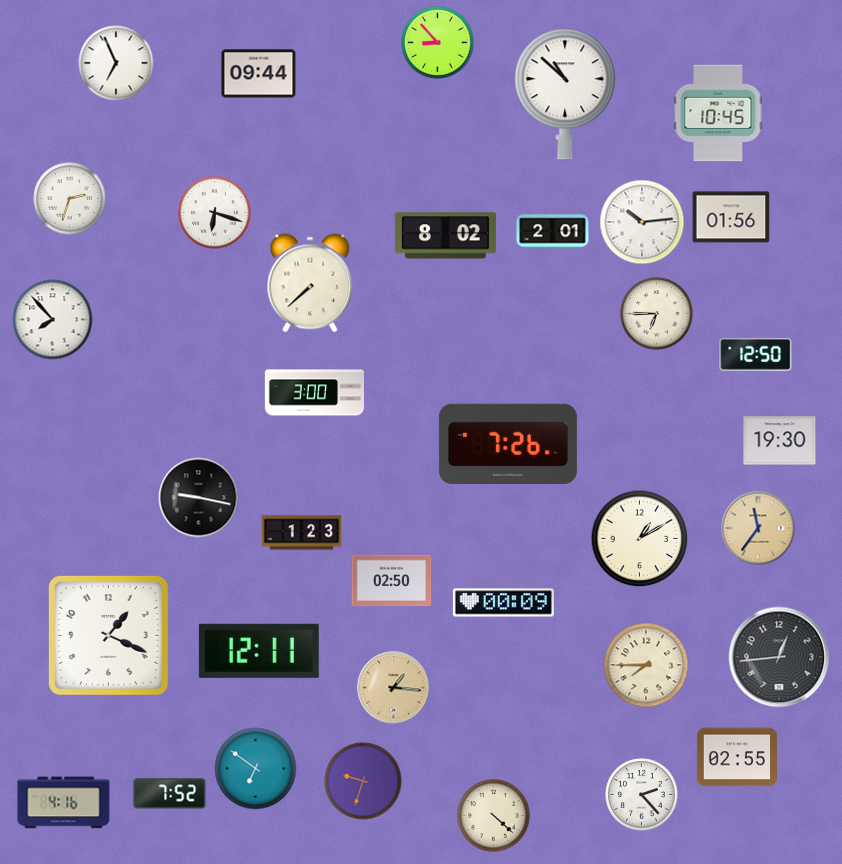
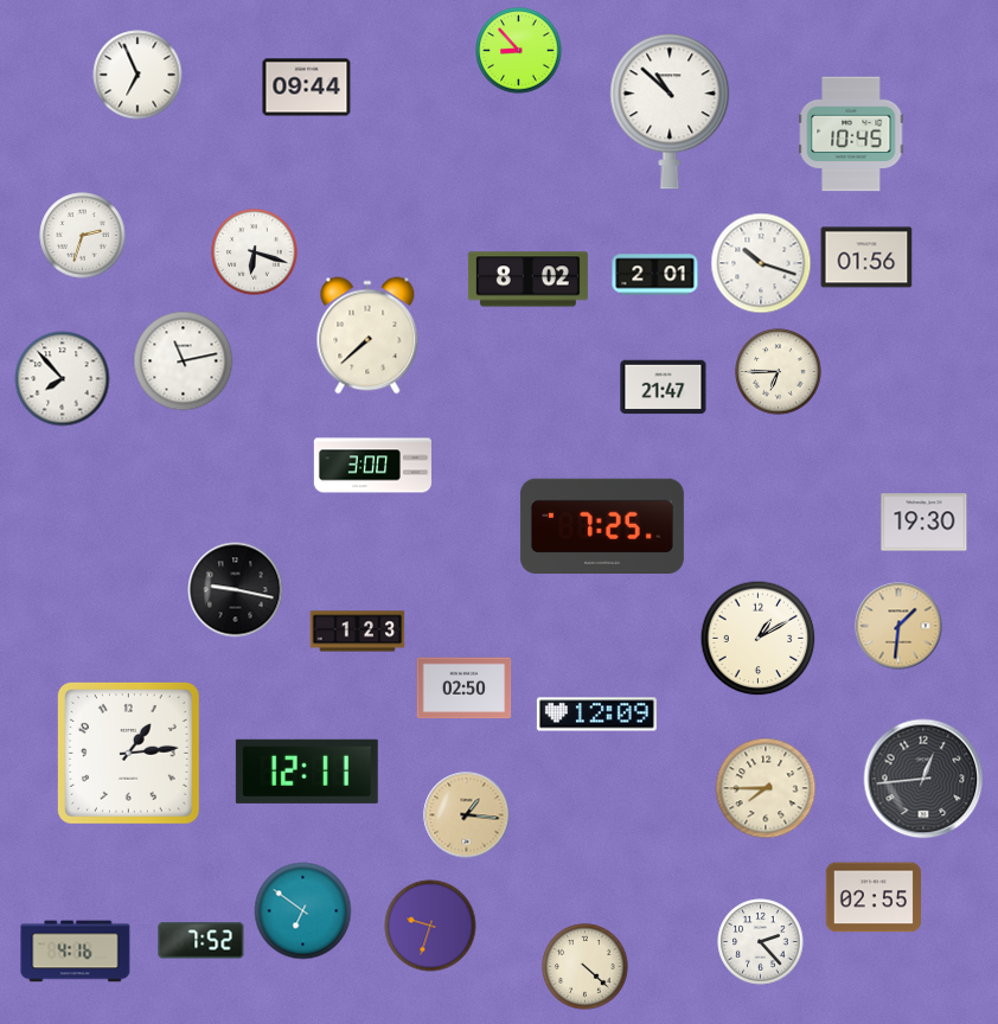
clock at (642, 222): 10:14 -> 10:18
clock at (184, 361): none -> 11:13
clock at (664, 388): none -> 21:47
clock at (756, 354): 12:50 -> none
clock at (508, 443): 7:26 -> 7:25
clock at (758, 528): 11:36 -> 1:31
clock at (503, 603): 00:09 -> 12:09
clock at (109, 636): 1:19 -> 1:14
